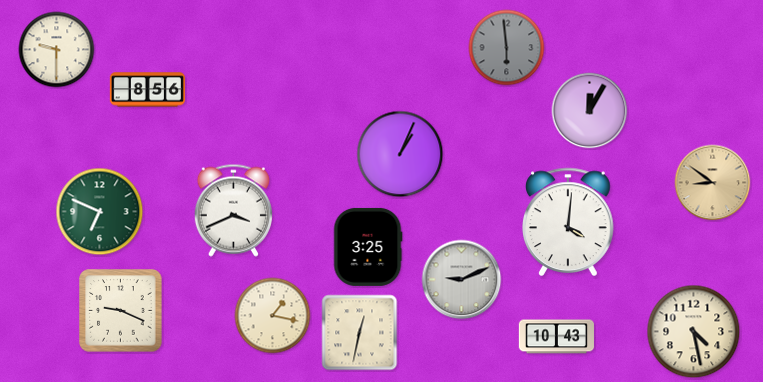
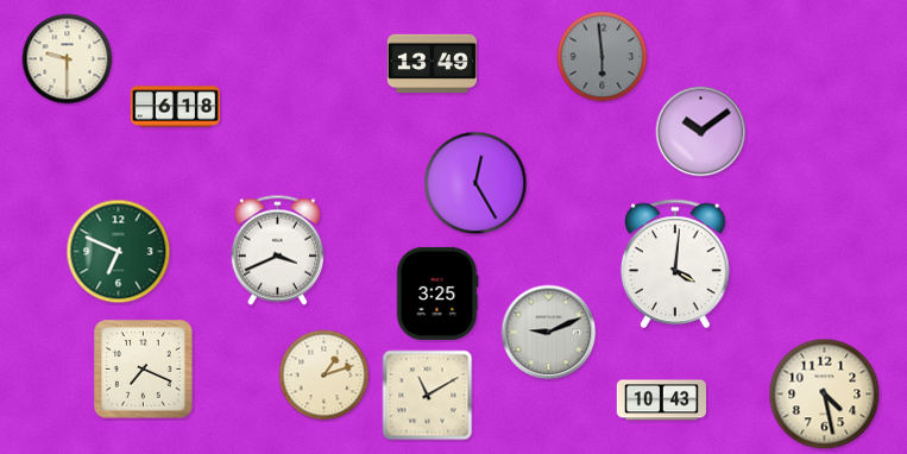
clock at (432, 64): none -> 13:49
clock at (147, 90): 8:56 -> 6:18
clock at (590, 111): 12:05 -> 10:09
clock at (400, 154): 1:04 -> 12:25
clock at (713, 183): 8:51 -> none
clock at (121, 311): 9:19 -> 7:19
clock at (273, 316): 1:17 -> 1:12
clock at (360, 333): 12:32 -> 11:10
